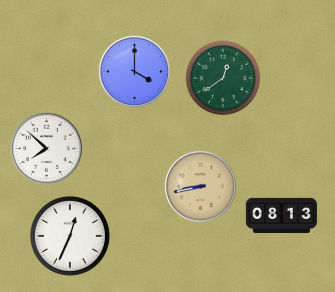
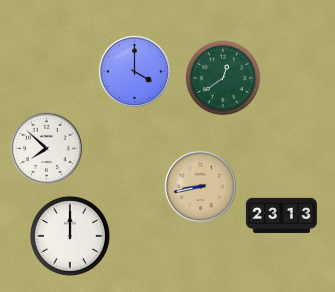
clock at (281, 215): 08:13 -> 23:13
clock at (70, 236): 12:34 -> 12:00
